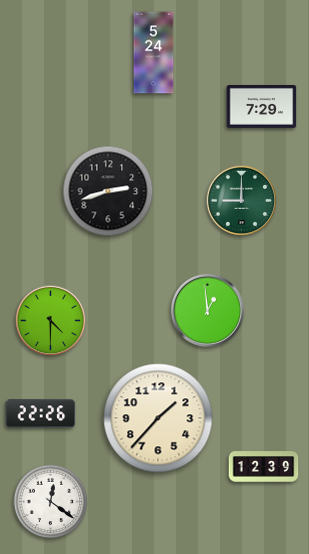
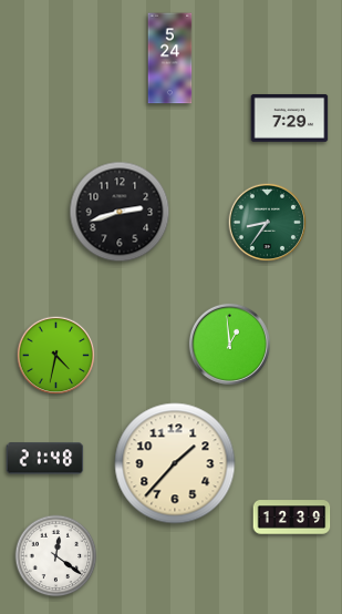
clock at (242, 201): 9:00 -> 8:36
clock at (51, 321): 4:30 -> 4:32
clock at (41, 414): 22:26 -> 21:48
